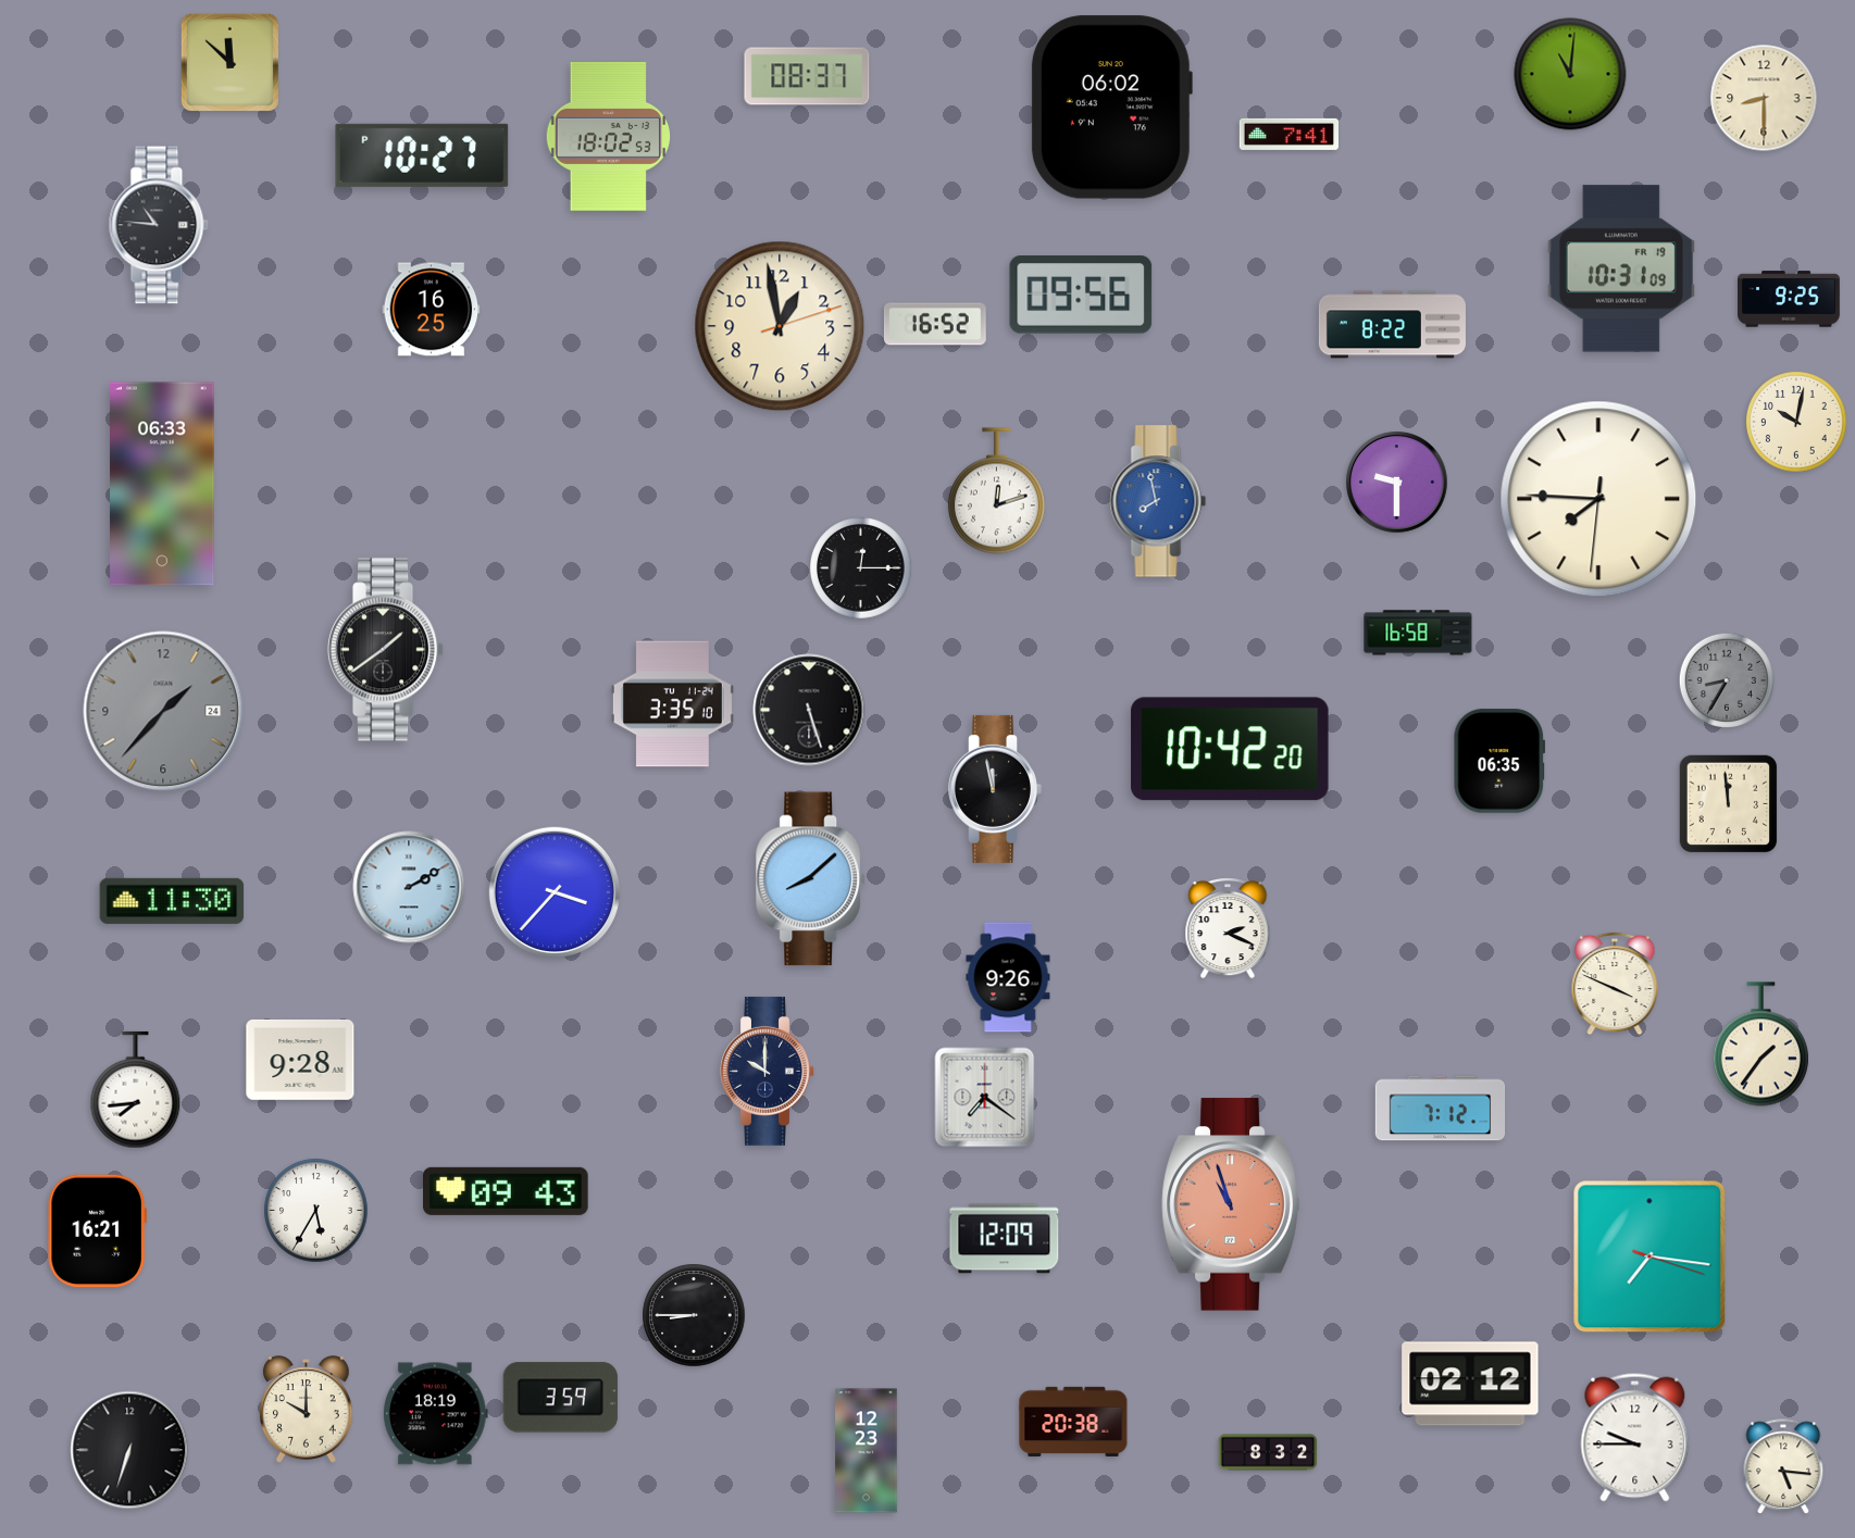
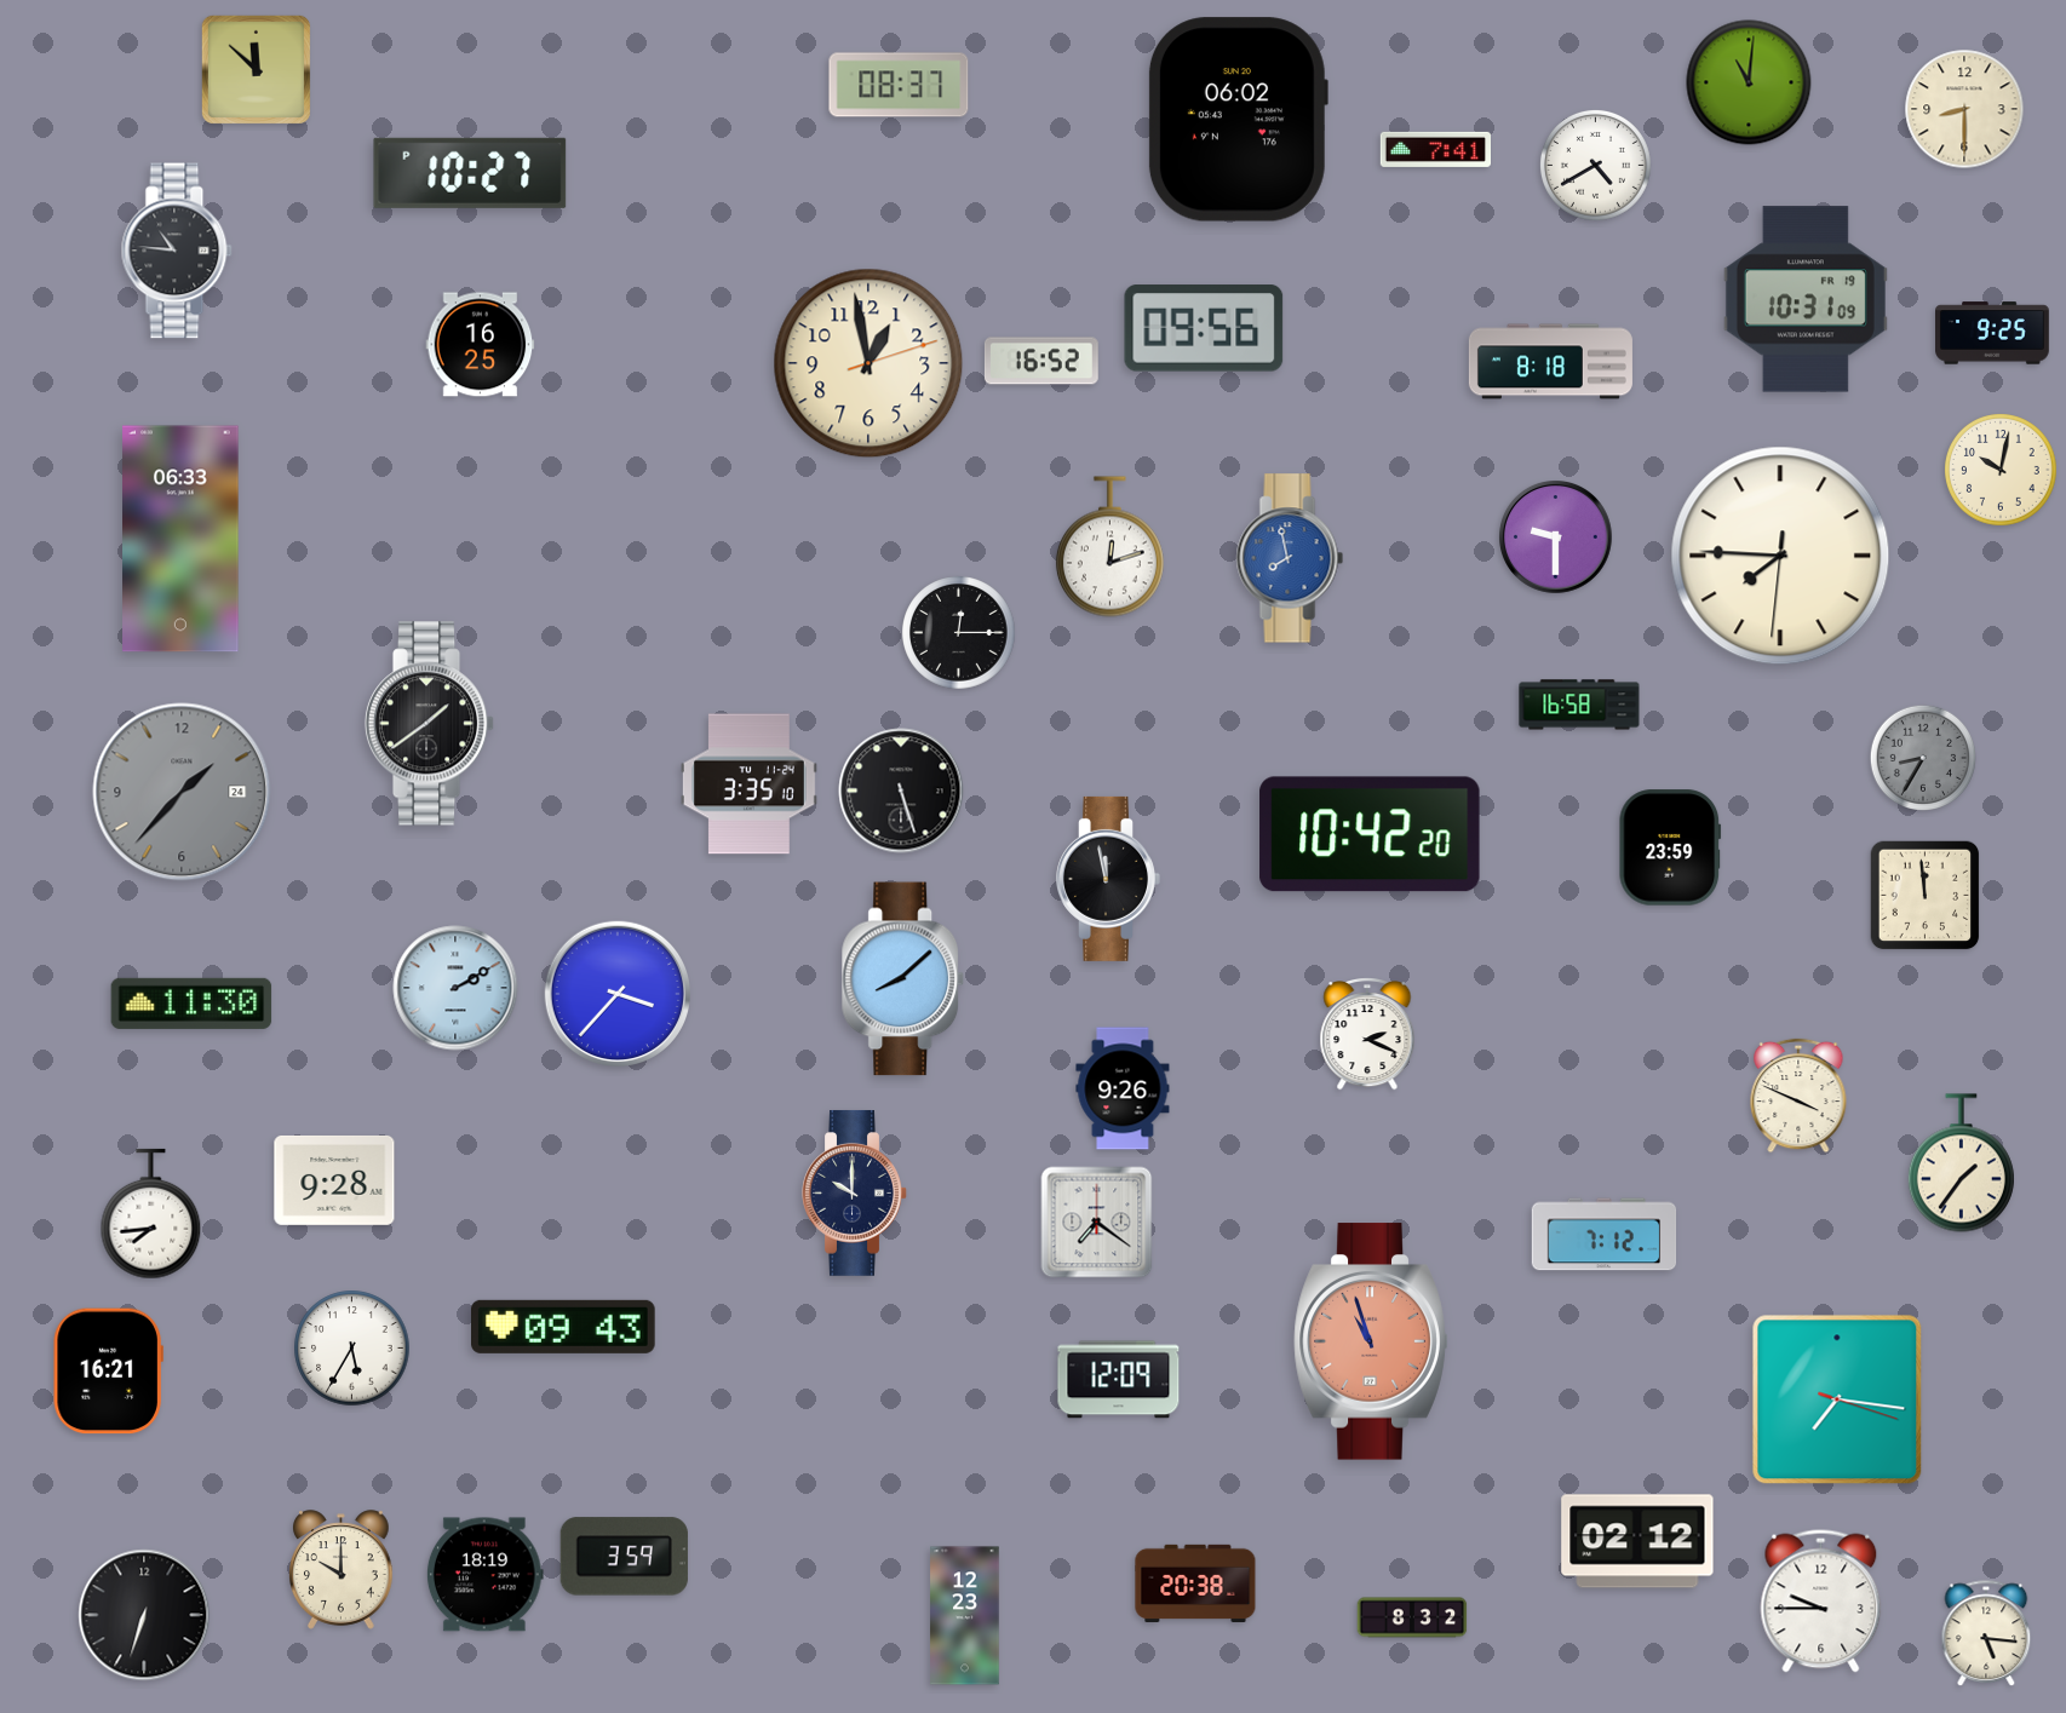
clock at (608, 137): 18:02 -> none
clock at (1595, 165): none -> 4:40
clock at (1392, 325): 8:22 -> 8:18
clock at (1499, 761): 06:35 -> 23:59
clock at (694, 1315): 8:45 -> none
